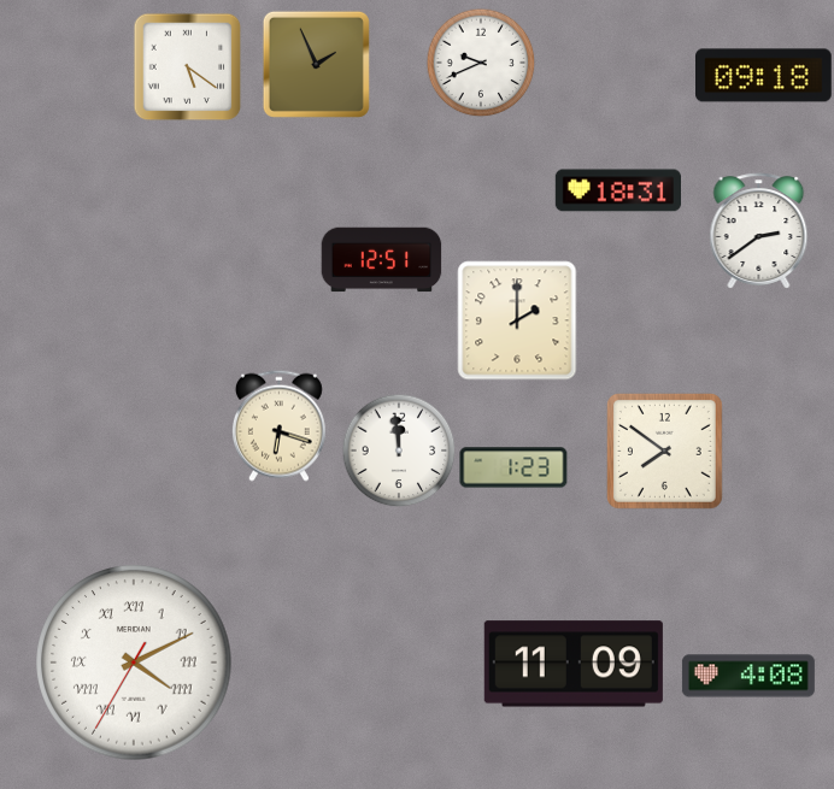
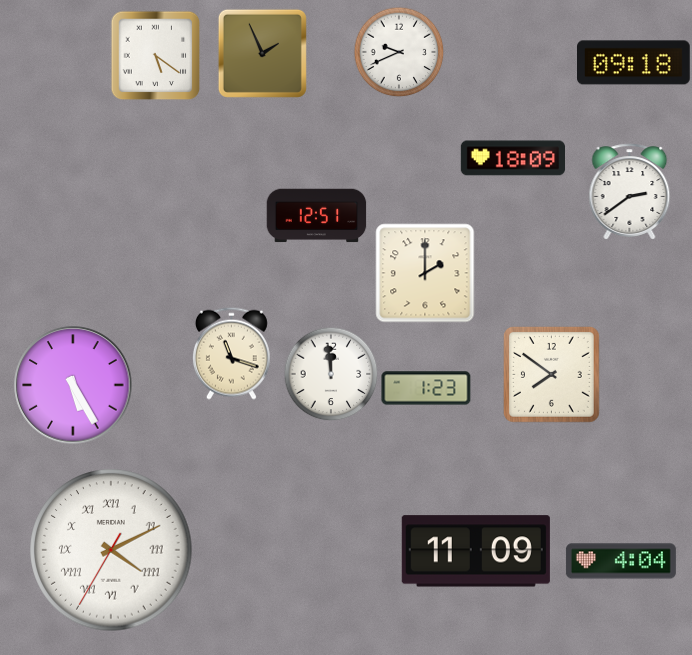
clock at (617, 190): 18:31 -> 18:09
clock at (517, 320) position: (517, 320) -> (425, 273)
clock at (278, 425): 6:18 -> 11:18
clock at (73, 385): none -> 5:25
clock at (748, 676): 4:08 -> 4:04
